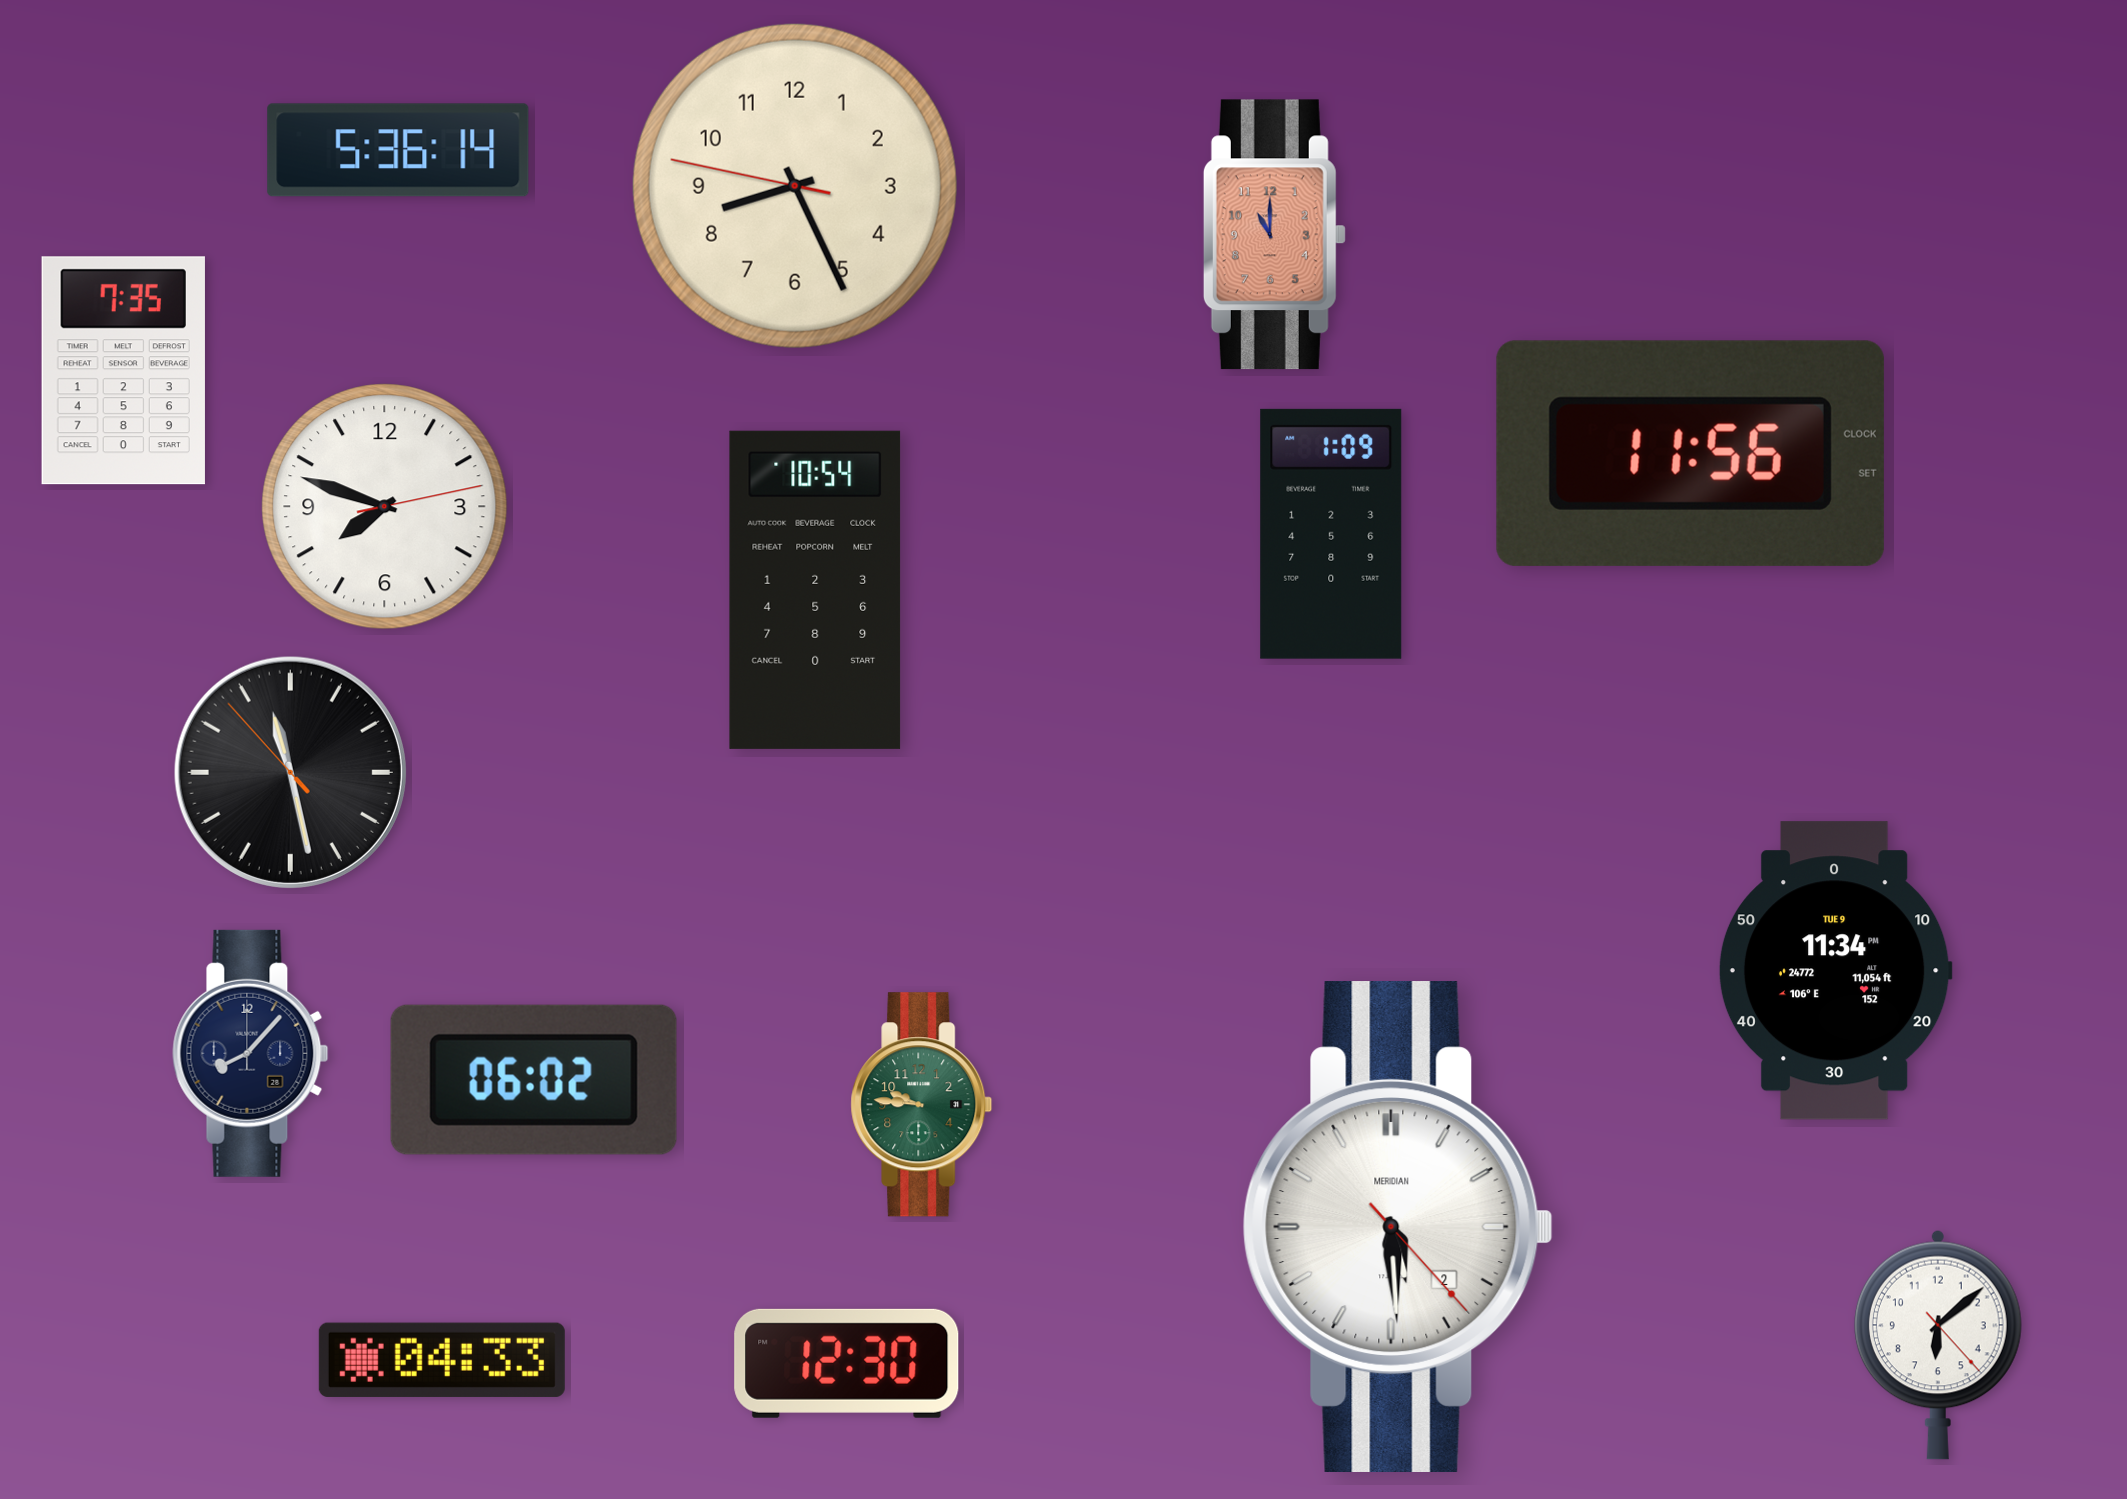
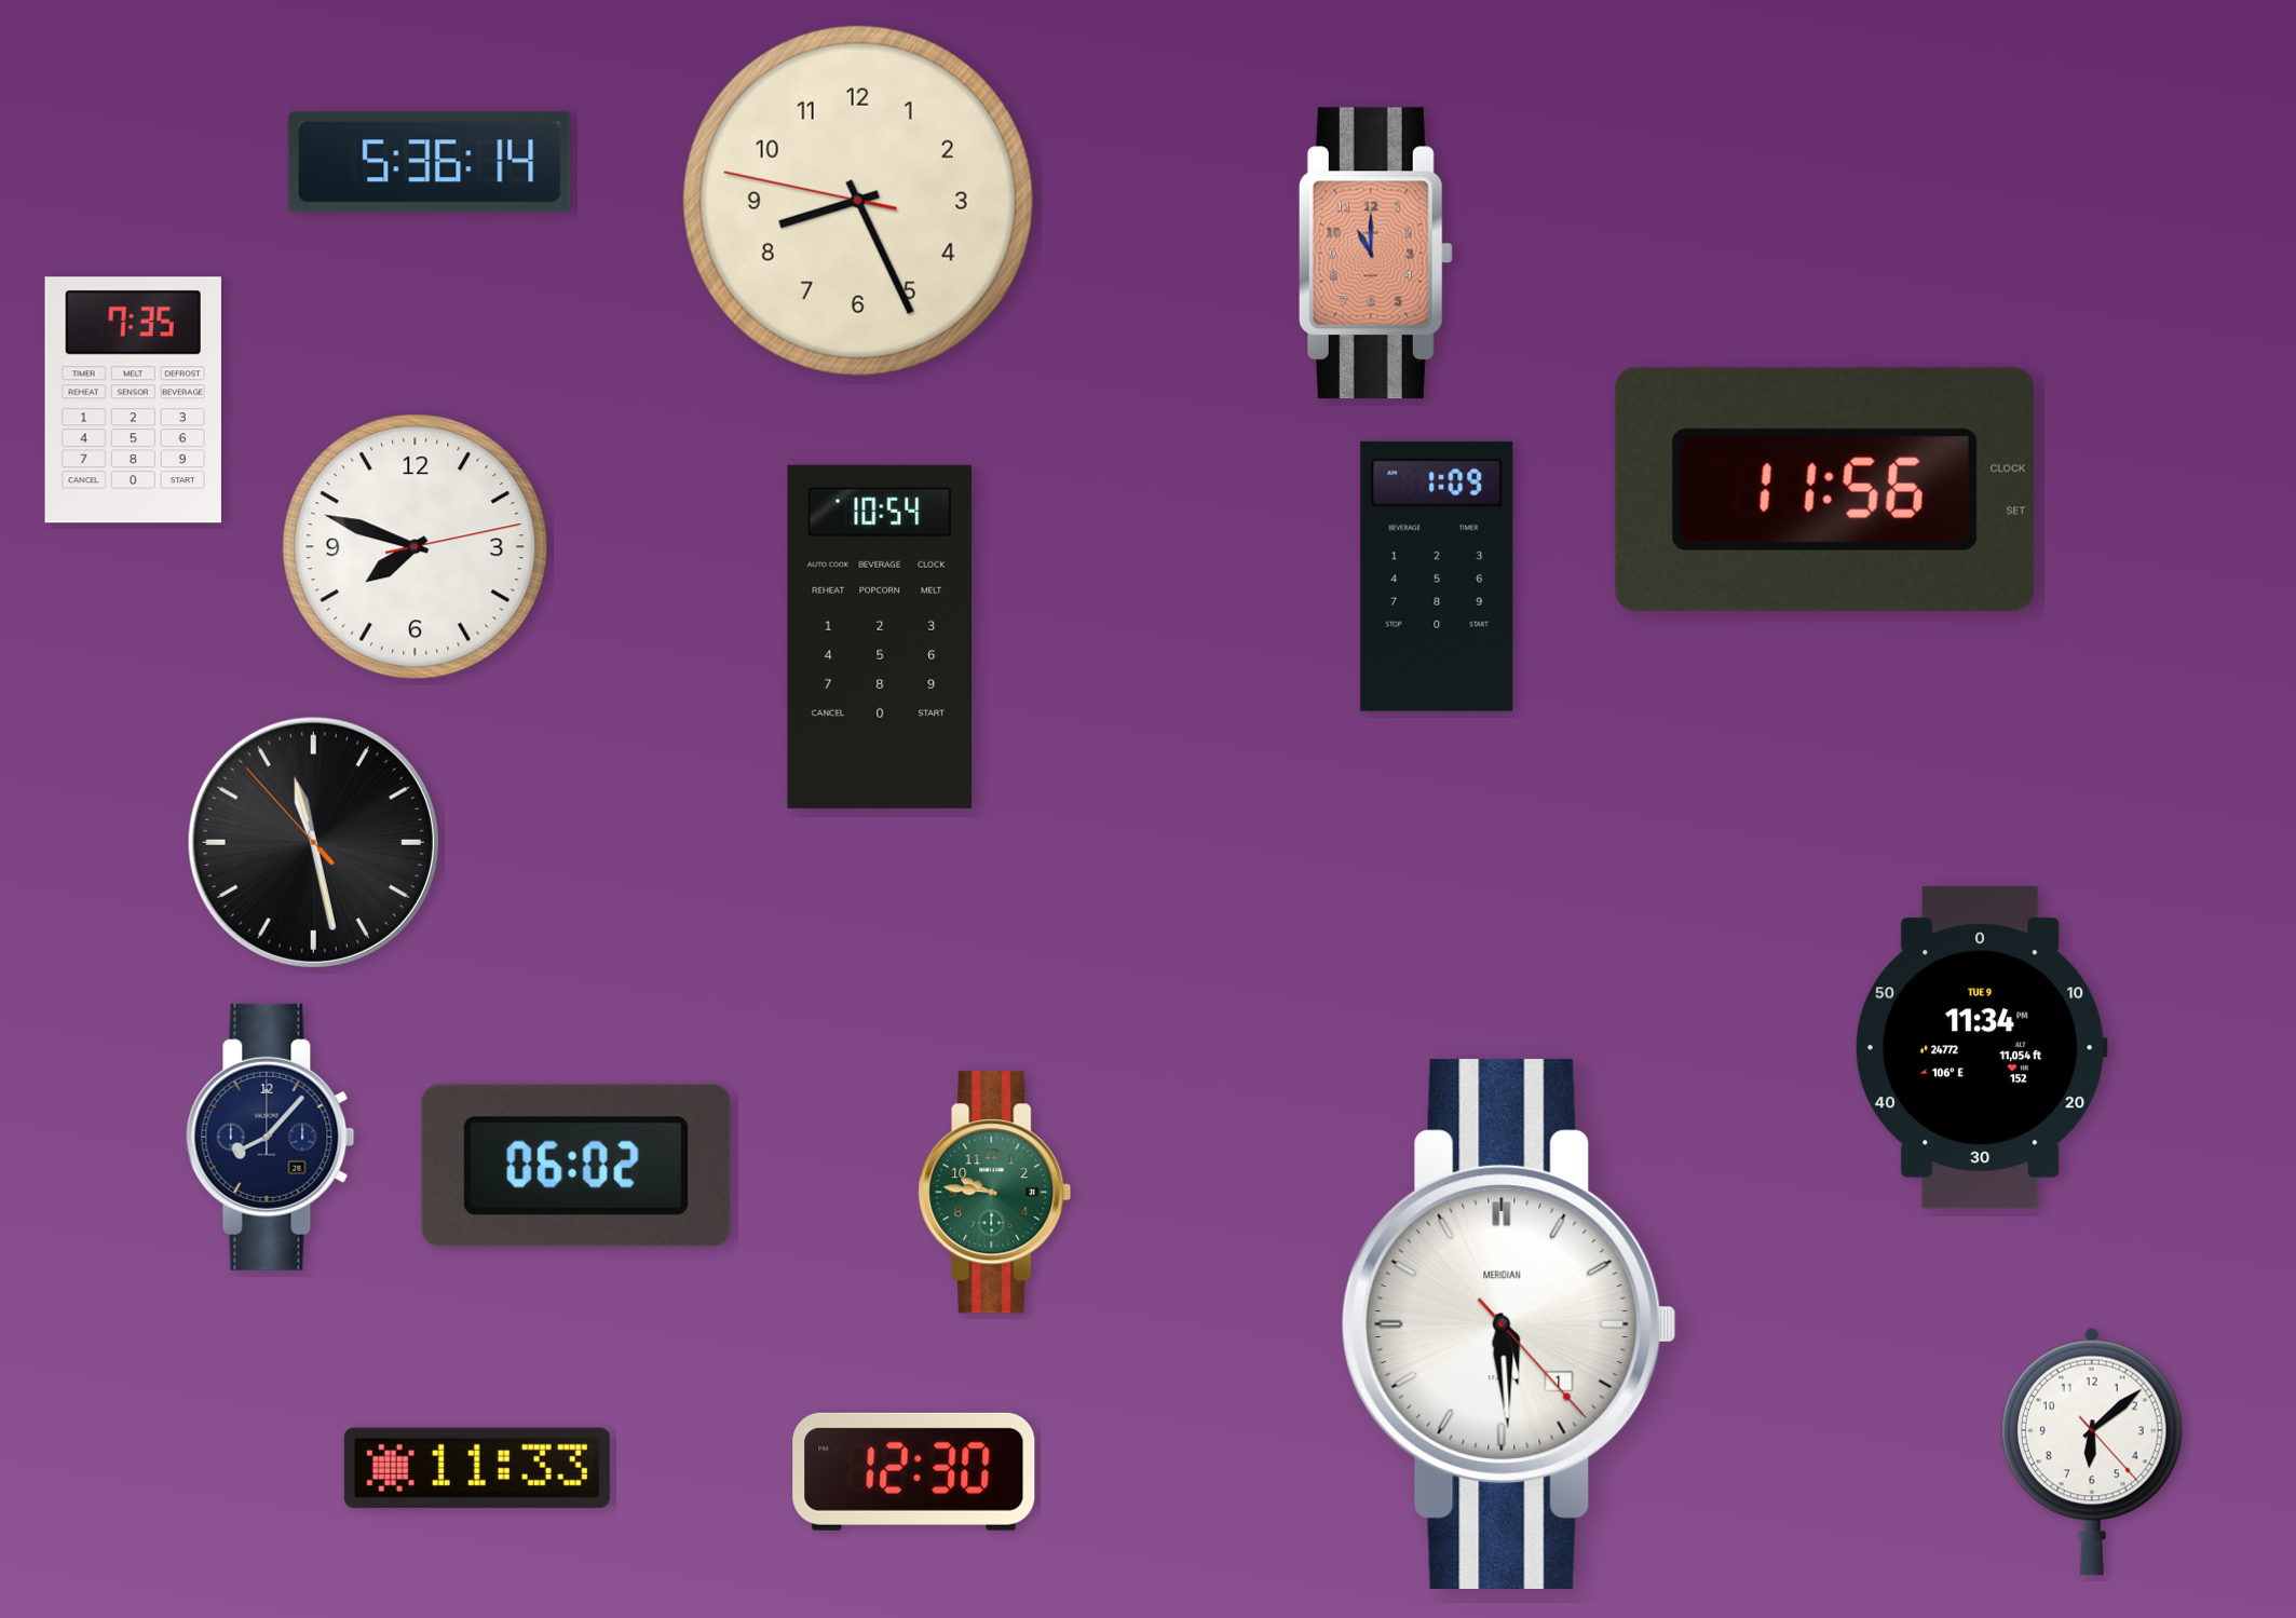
clock at (290, 772) position: (290, 772) -> (313, 842)
clock at (1398, 1226) date: 2 -> 1
clock at (442, 1360): 04:33 -> 11:33
